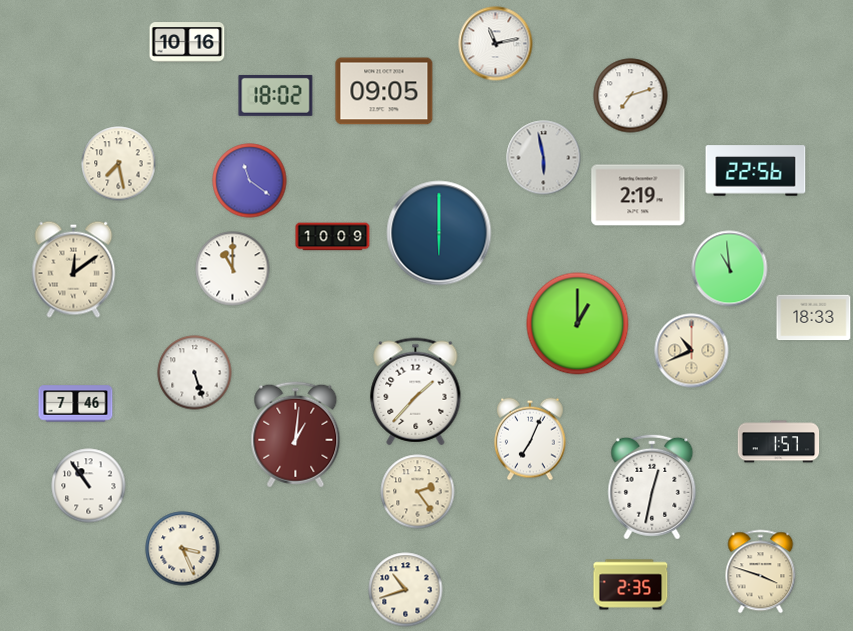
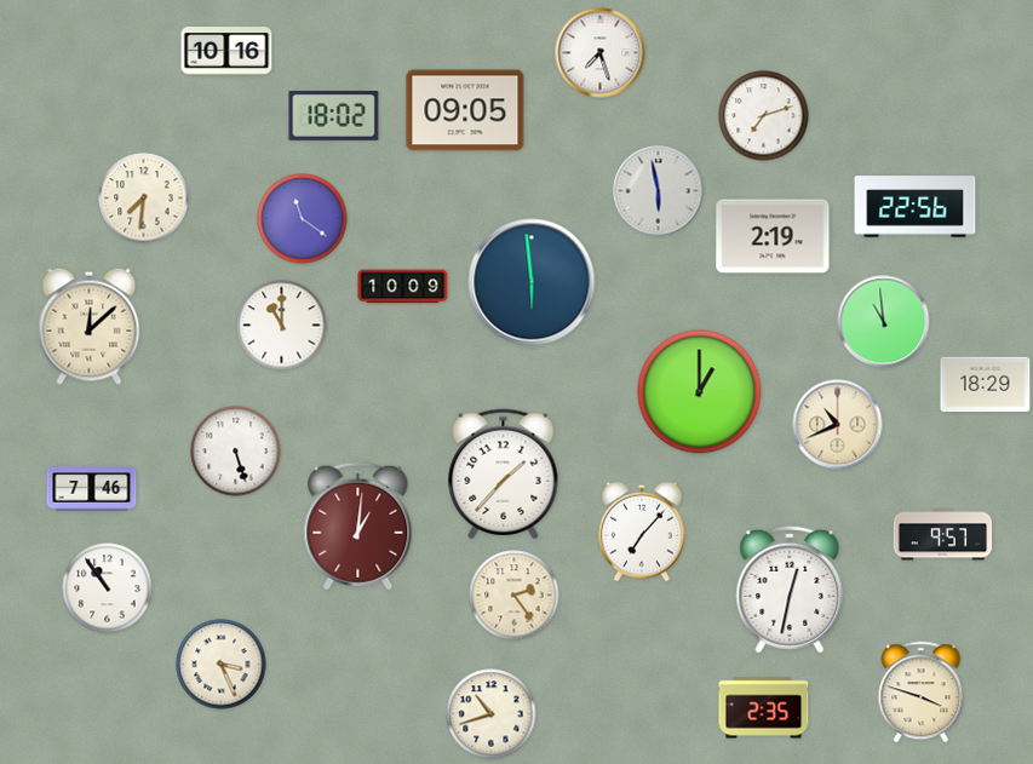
clock at (496, 44): 11:13 -> 7:27
clock at (119, 164): 7:28 -> 7:31
clock at (439, 233): 6:00 -> 5:59
clock at (74, 269): 12:09 -> 12:08
clock at (730, 269) position: (730, 269) -> (884, 322)
clock at (814, 318): 18:33 -> 18:29
clock at (530, 439): 7:04 -> 7:07
clock at (779, 442): 1:57 -> 9:57
clock at (418, 492) position: (418, 492) -> (515, 596)
